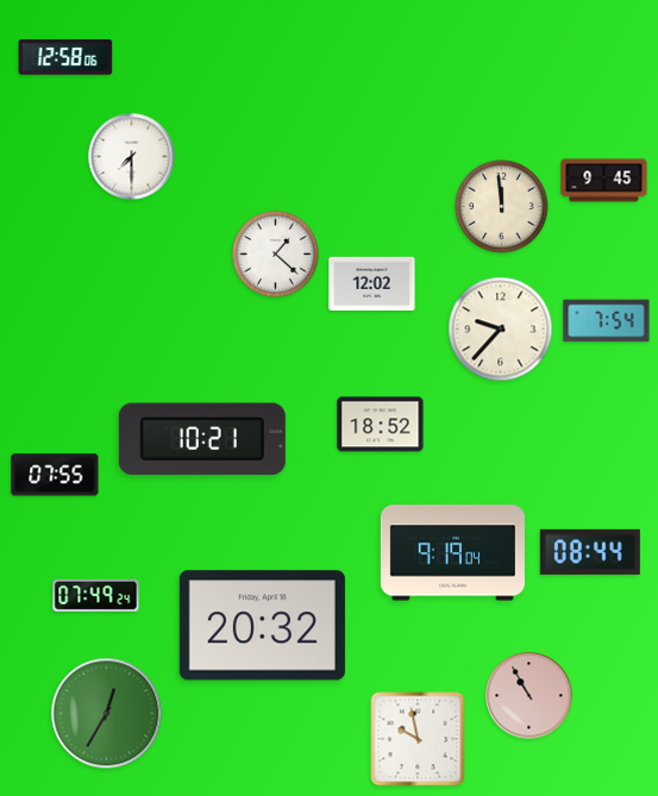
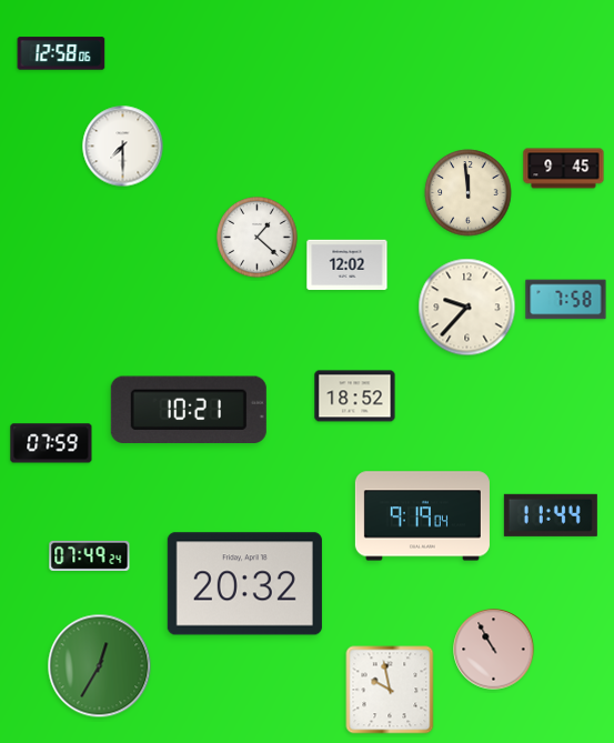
clock at (607, 321): 7:54 -> 7:58
clock at (55, 475): 07:55 -> 07:59
clock at (590, 552): 08:44 -> 11:44
